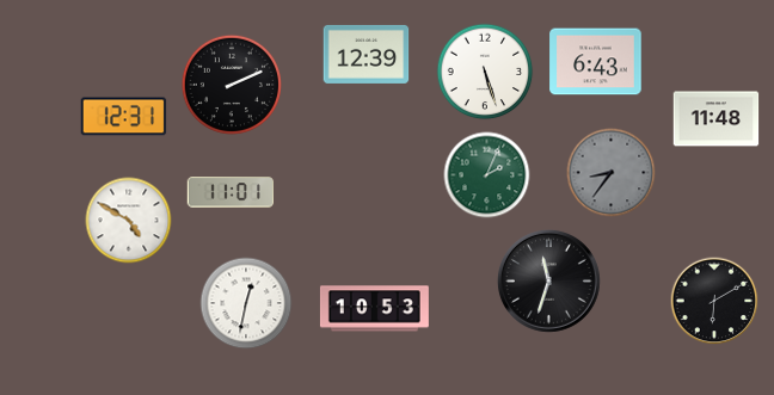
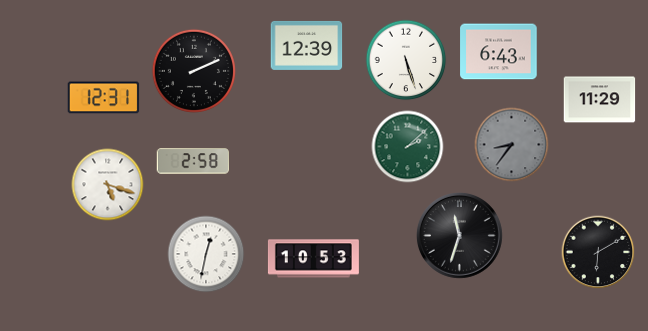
clock at (717, 119): 11:48 -> 11:29
clock at (487, 175): 2:04 -> 2:08
clock at (229, 192): 11:01 -> 2:58
clock at (129, 221): 4:50 -> 5:18
